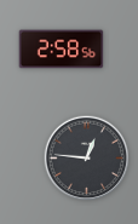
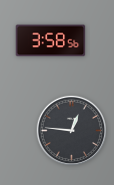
clock at (62, 50): 2:58 -> 3:58
